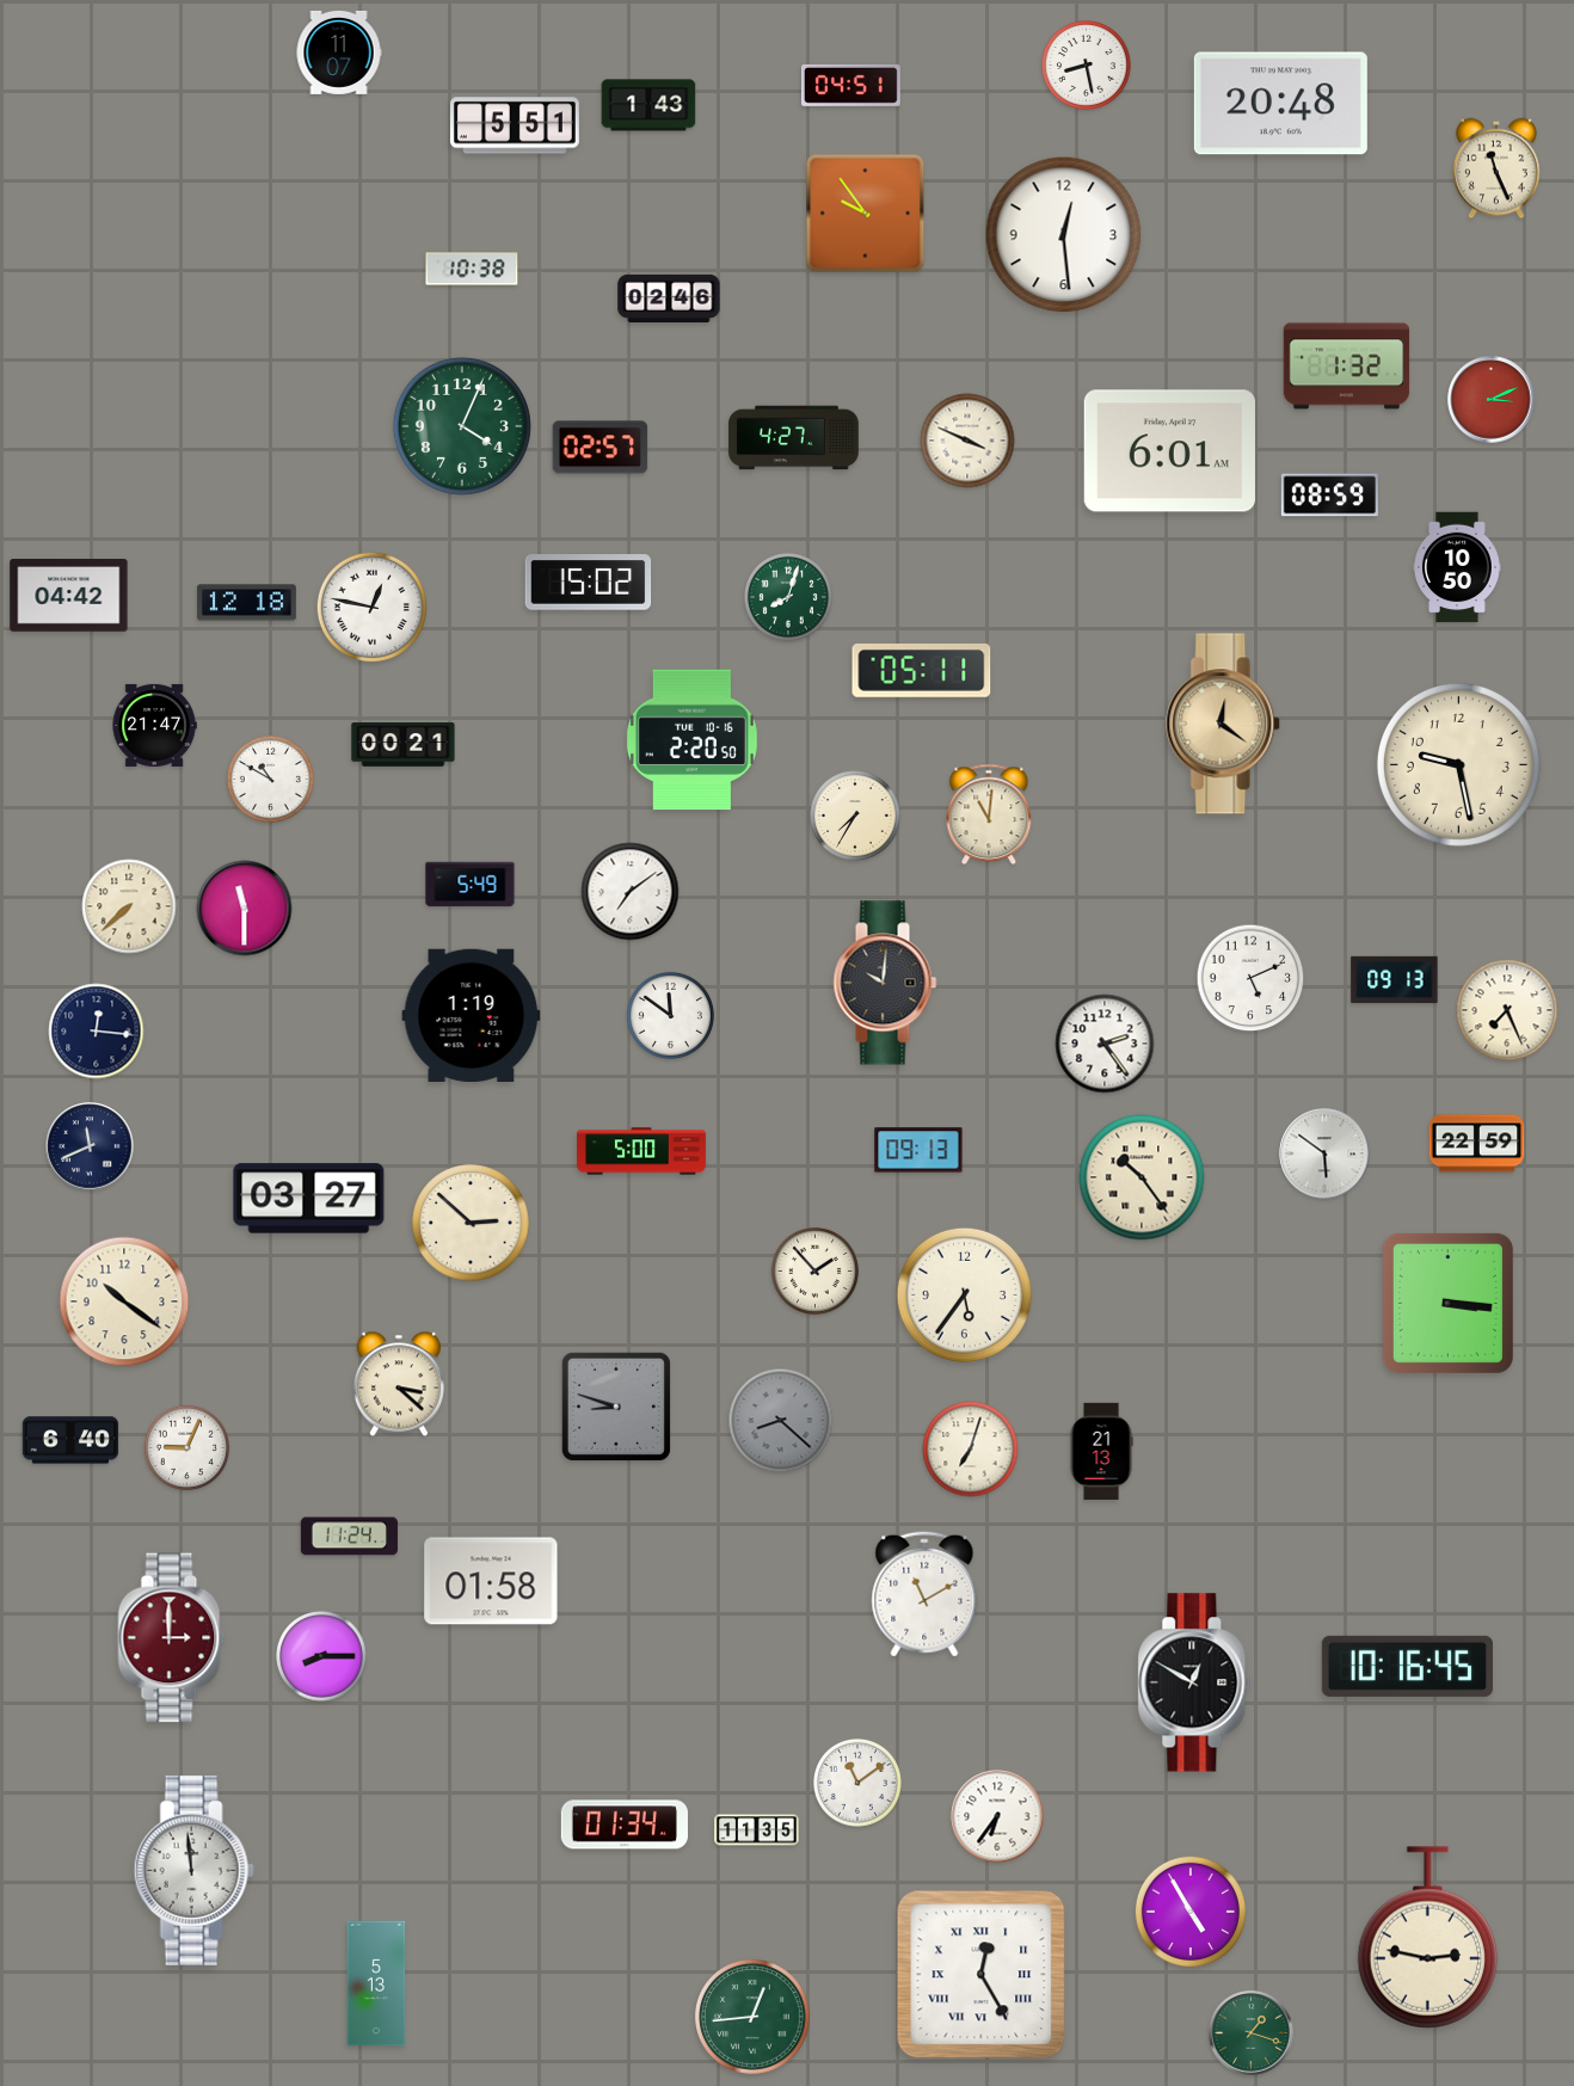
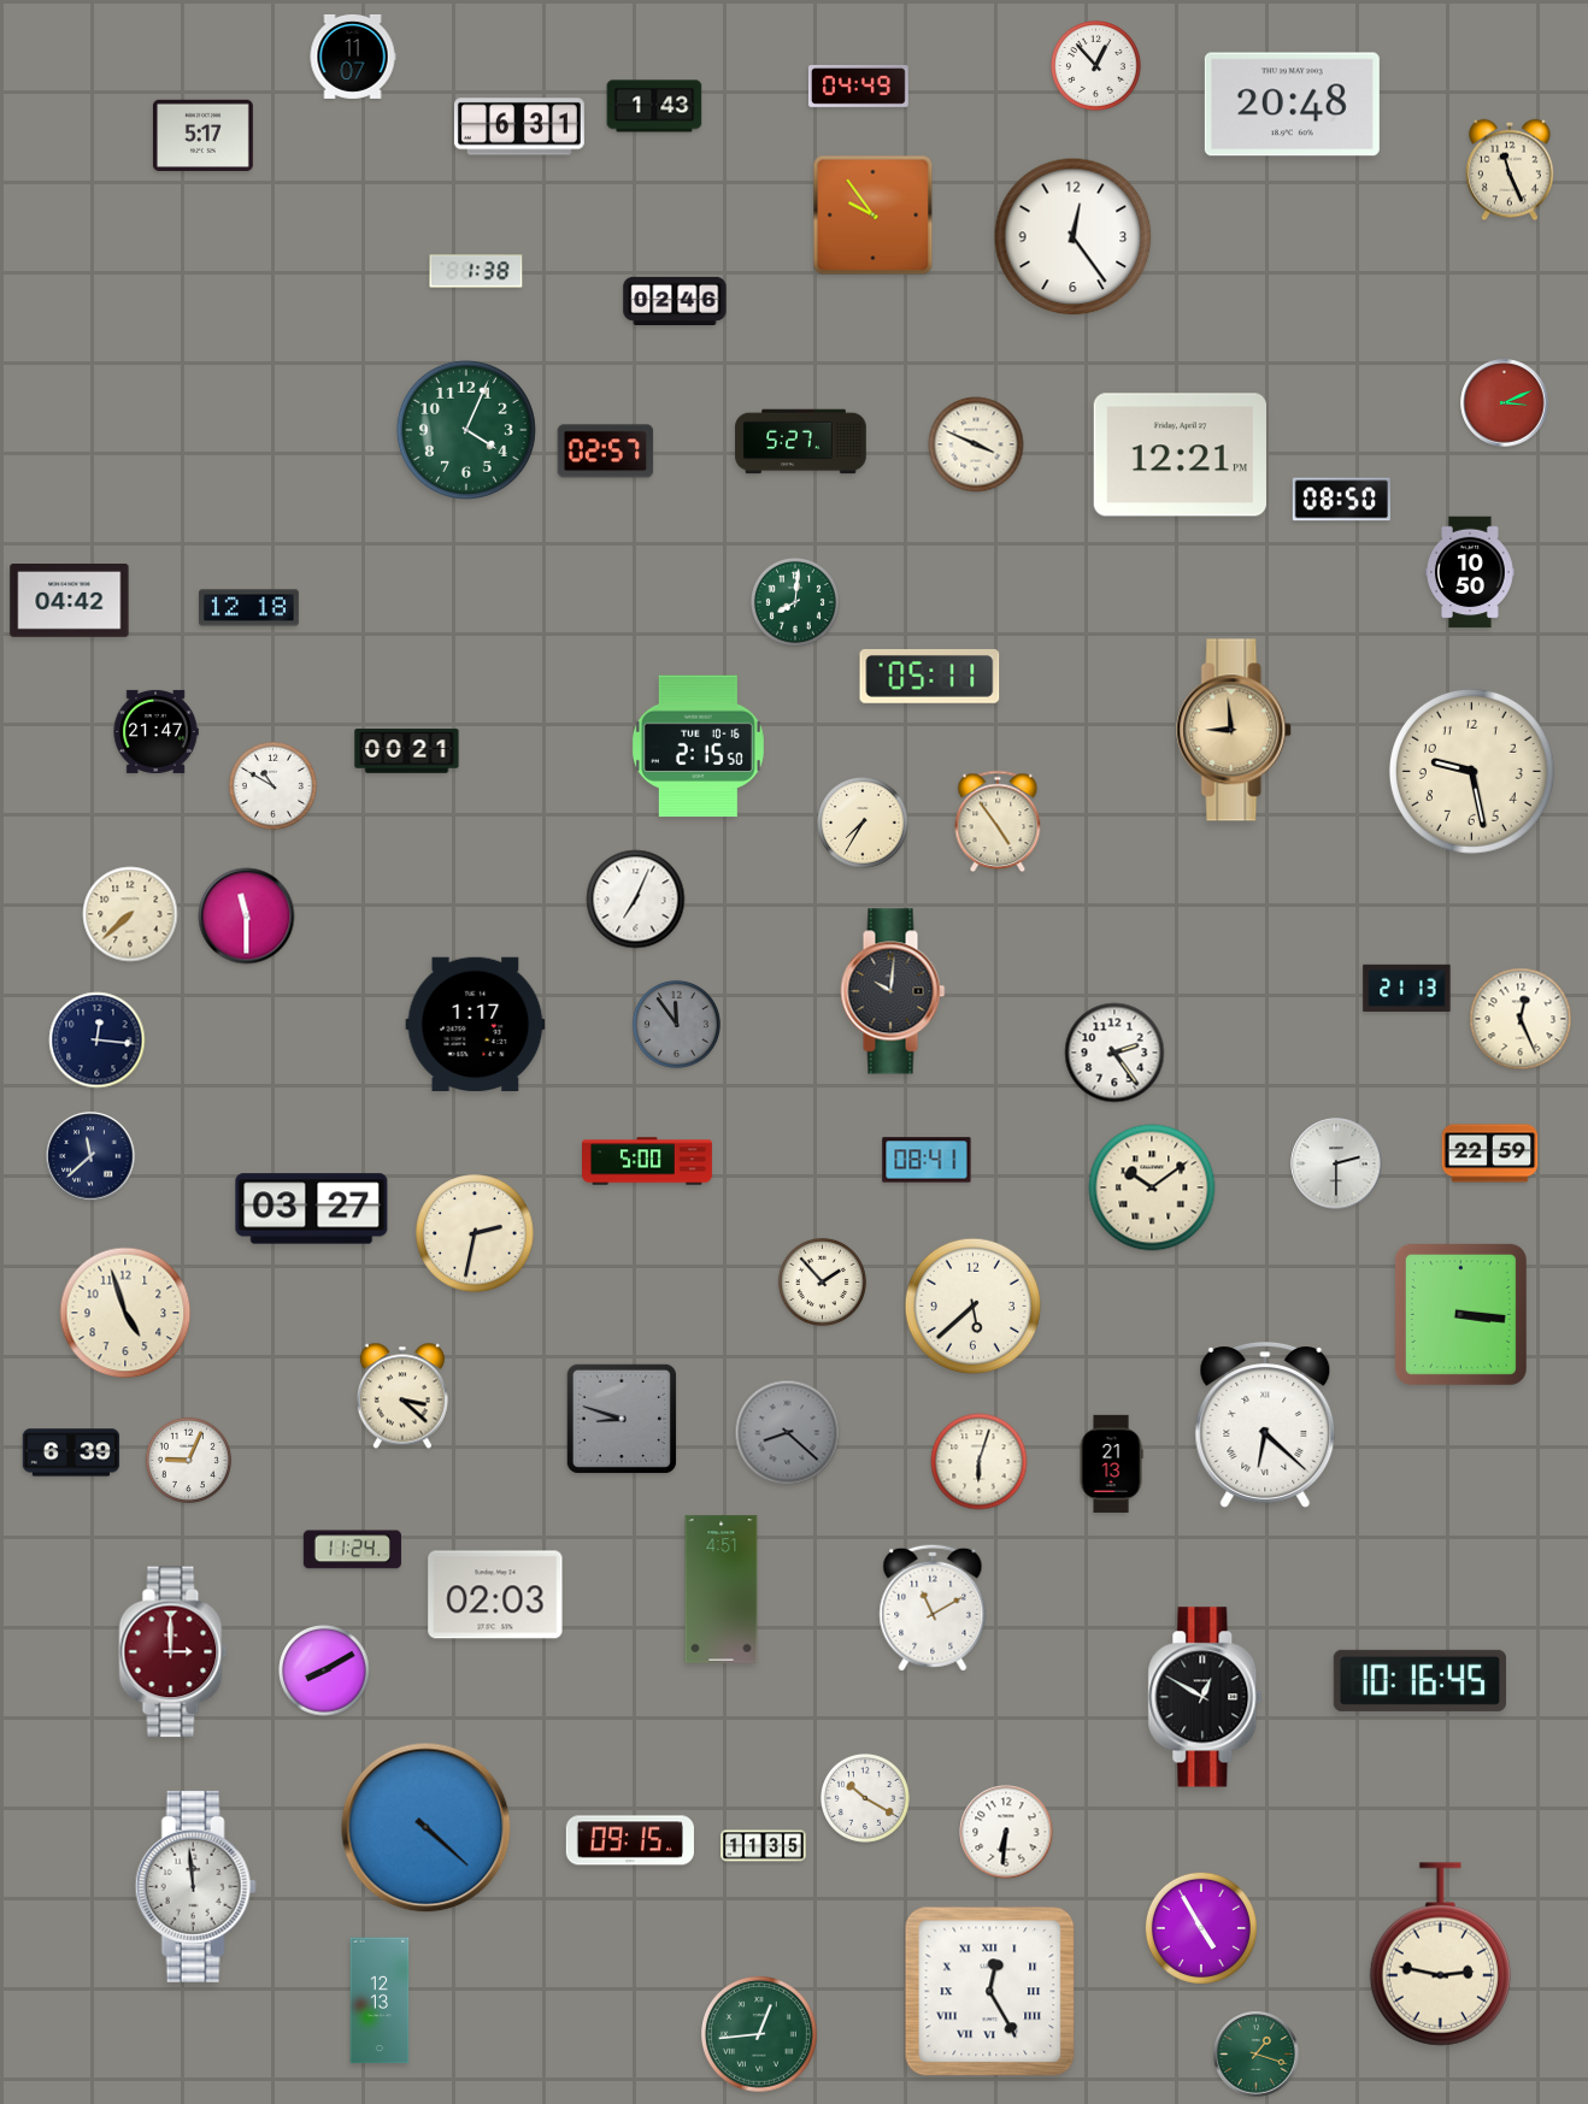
clock at (339, 53) position: (339, 53) -> (353, 57)
clock at (1087, 66): 8:28 -> 12:53
clock at (850, 85): 04:51 -> 04:49
clock at (515, 125): 5:51 -> 6:31
clock at (202, 135): none -> 5:17
clock at (1064, 235): 12:29 -> 12:24
clock at (472, 269): 10:38 -> 1:38
clock at (1347, 367): 1:32 -> none
clock at (794, 438): 4:27 -> 5:27
clock at (1169, 451): 6:01 -> 12:21
clock at (1329, 496): 08:59 -> 08:50
clock at (589, 583): 15:02 -> none
clock at (788, 597): 8:03 -> 8:01
clock at (371, 607): 12:47 -> none
clock at (1224, 724): 12:21 -> 8:59
clock at (691, 740): 2:20 -> 2:15
clock at (989, 814): 11:01 -> 4:54
clock at (471, 885): 5:49 -> none
clock at (631, 892): 7:09 -> 7:04
clock at (1250, 978): 5:11 -> none
clock at (1395, 979): 09:13 -> 21:13
clock at (1507, 1010): 7:26 -> 12:26
clock at (472, 1015): 1:19 -> 1:17
clock at (670, 1015): 11:51 -> 11:54
clock at (670, 1015) dial: white -> grey
clock at (90, 1146): 11:41 -> 11:38
clock at (918, 1150): 09:13 -> 08:41
clock at (1324, 1153): 5:51 -> 2:30
clock at (1142, 1177): 10:24 -> 10:09
clock at (471, 1223): 2:52 -> 2:32
clock at (964, 1294): 5:36 -> 5:38
clock at (124, 1302): 10:21 -> 4:57
clock at (1265, 1426): none -> 6:22
clock at (70, 1440): 6:40 -> 6:39
clock at (971, 1450): 7:03 -> 6:03
clock at (722, 1590): none -> 4:51
clock at (491, 1581): 01:58 -> 02:03
clock at (321, 1656): 8:15 -> 8:10
clock at (857, 1783): 11:09 -> 10:20
clock at (427, 1828): none -> 4:22
clock at (997, 1816): 6:36 -> 6:31
clock at (625, 1825): 01:34 -> 09:15
clock at (376, 1983): 5:13 -> 12:13
clock at (1252, 2033) position: (1252, 2033) -> (1257, 2055)
